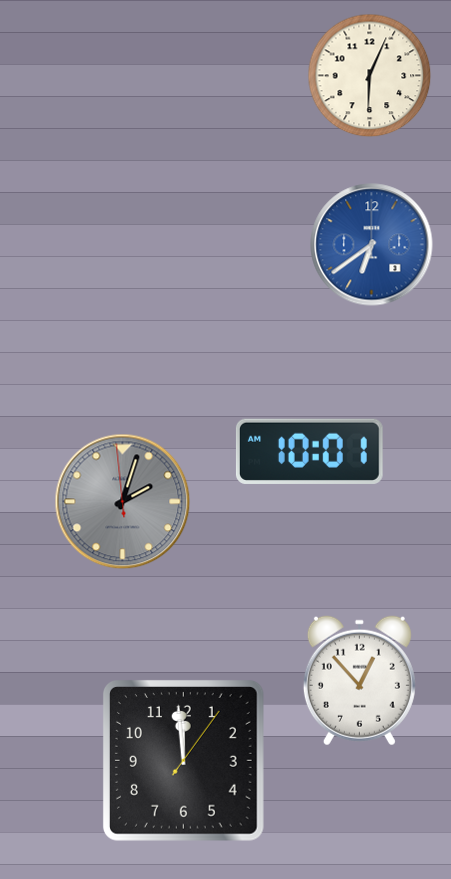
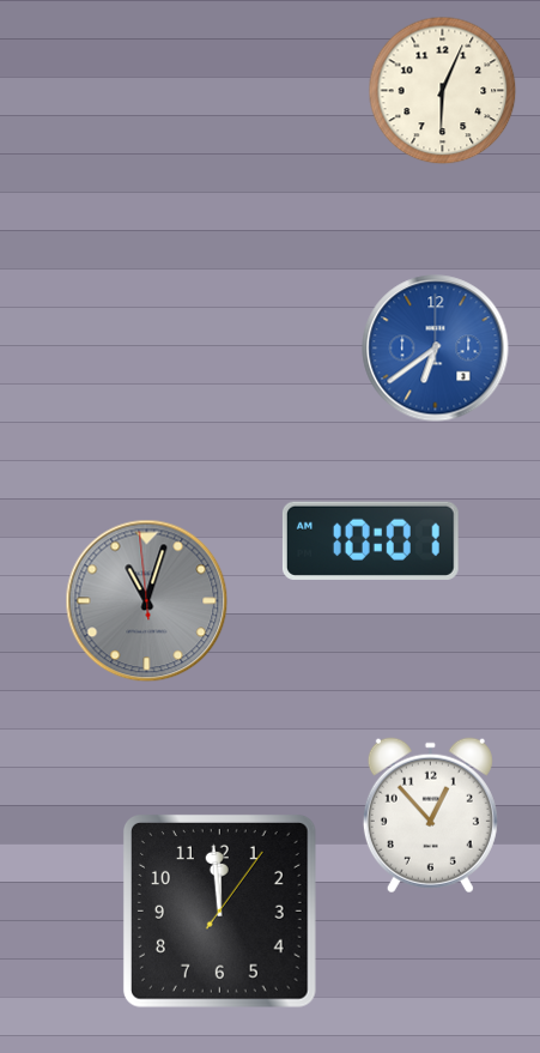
clock at (372, 245) position: (372, 245) -> (436, 349)
clock at (123, 502): 2:02 -> 11:02
